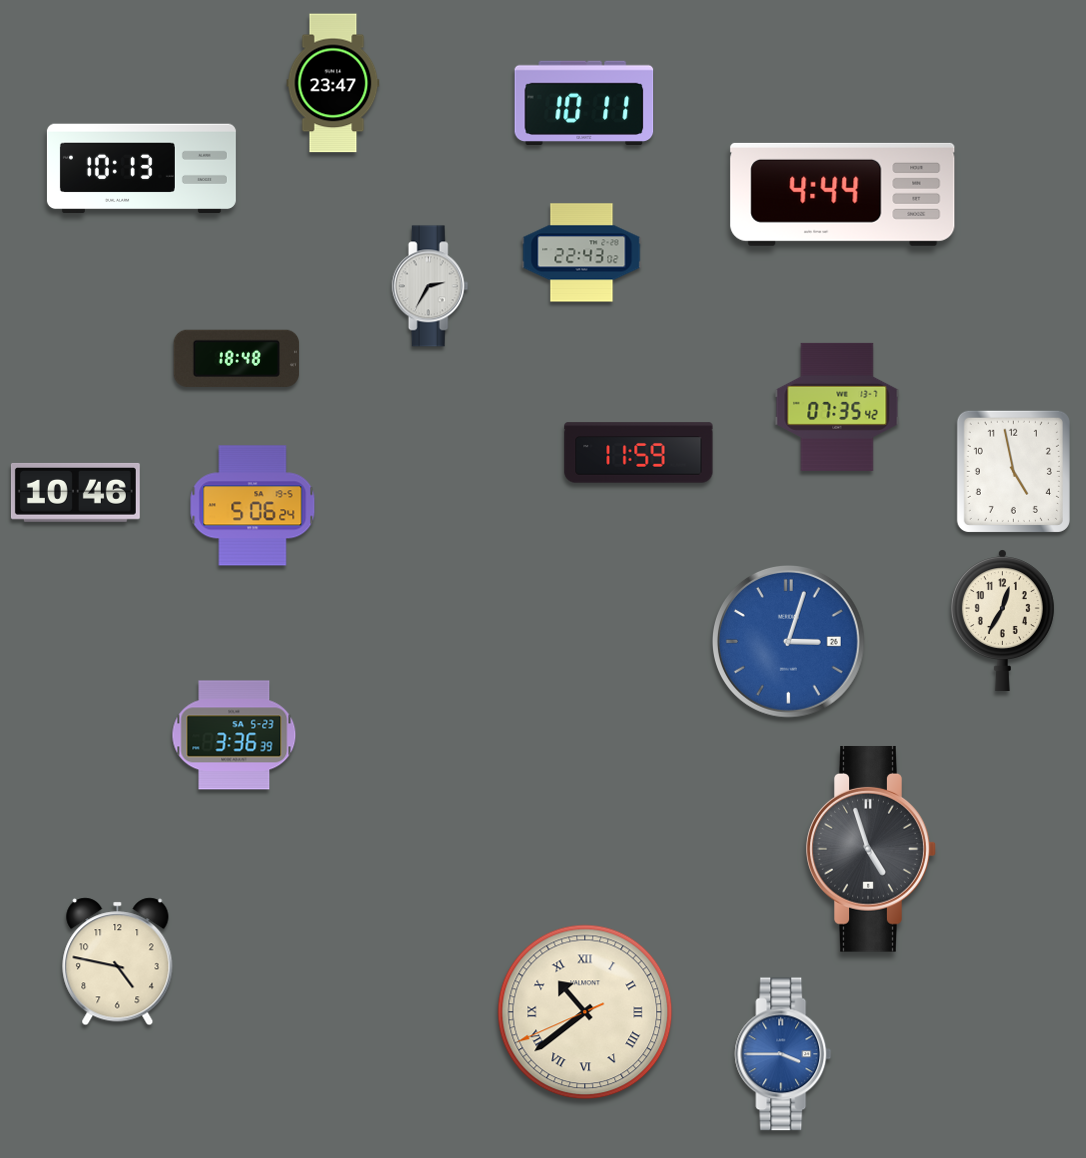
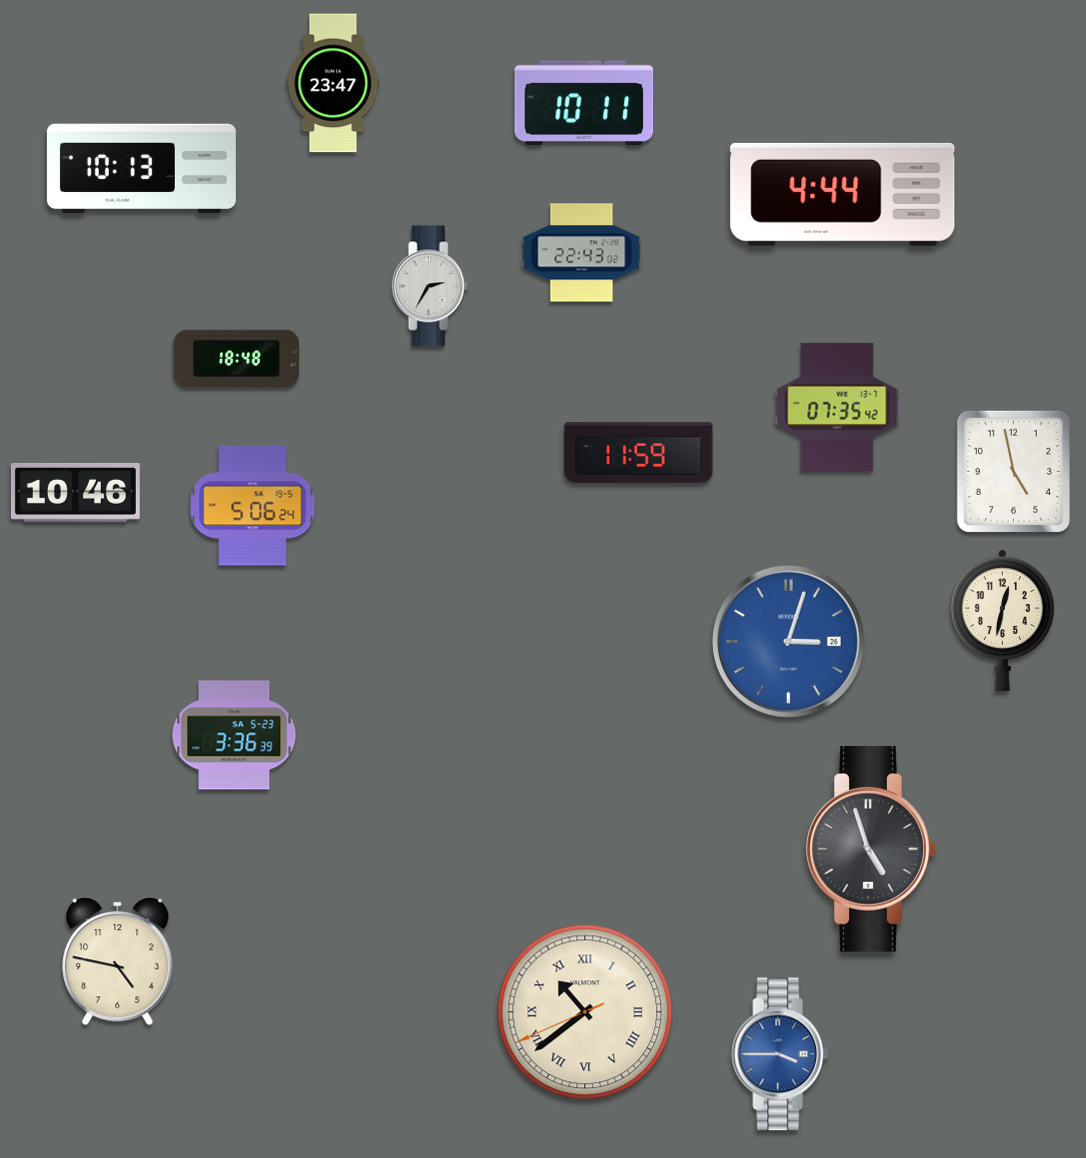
clock at (1002, 620): 12:35 -> 12:32
clock at (783, 1054) position: (783, 1054) -> (780, 1054)
